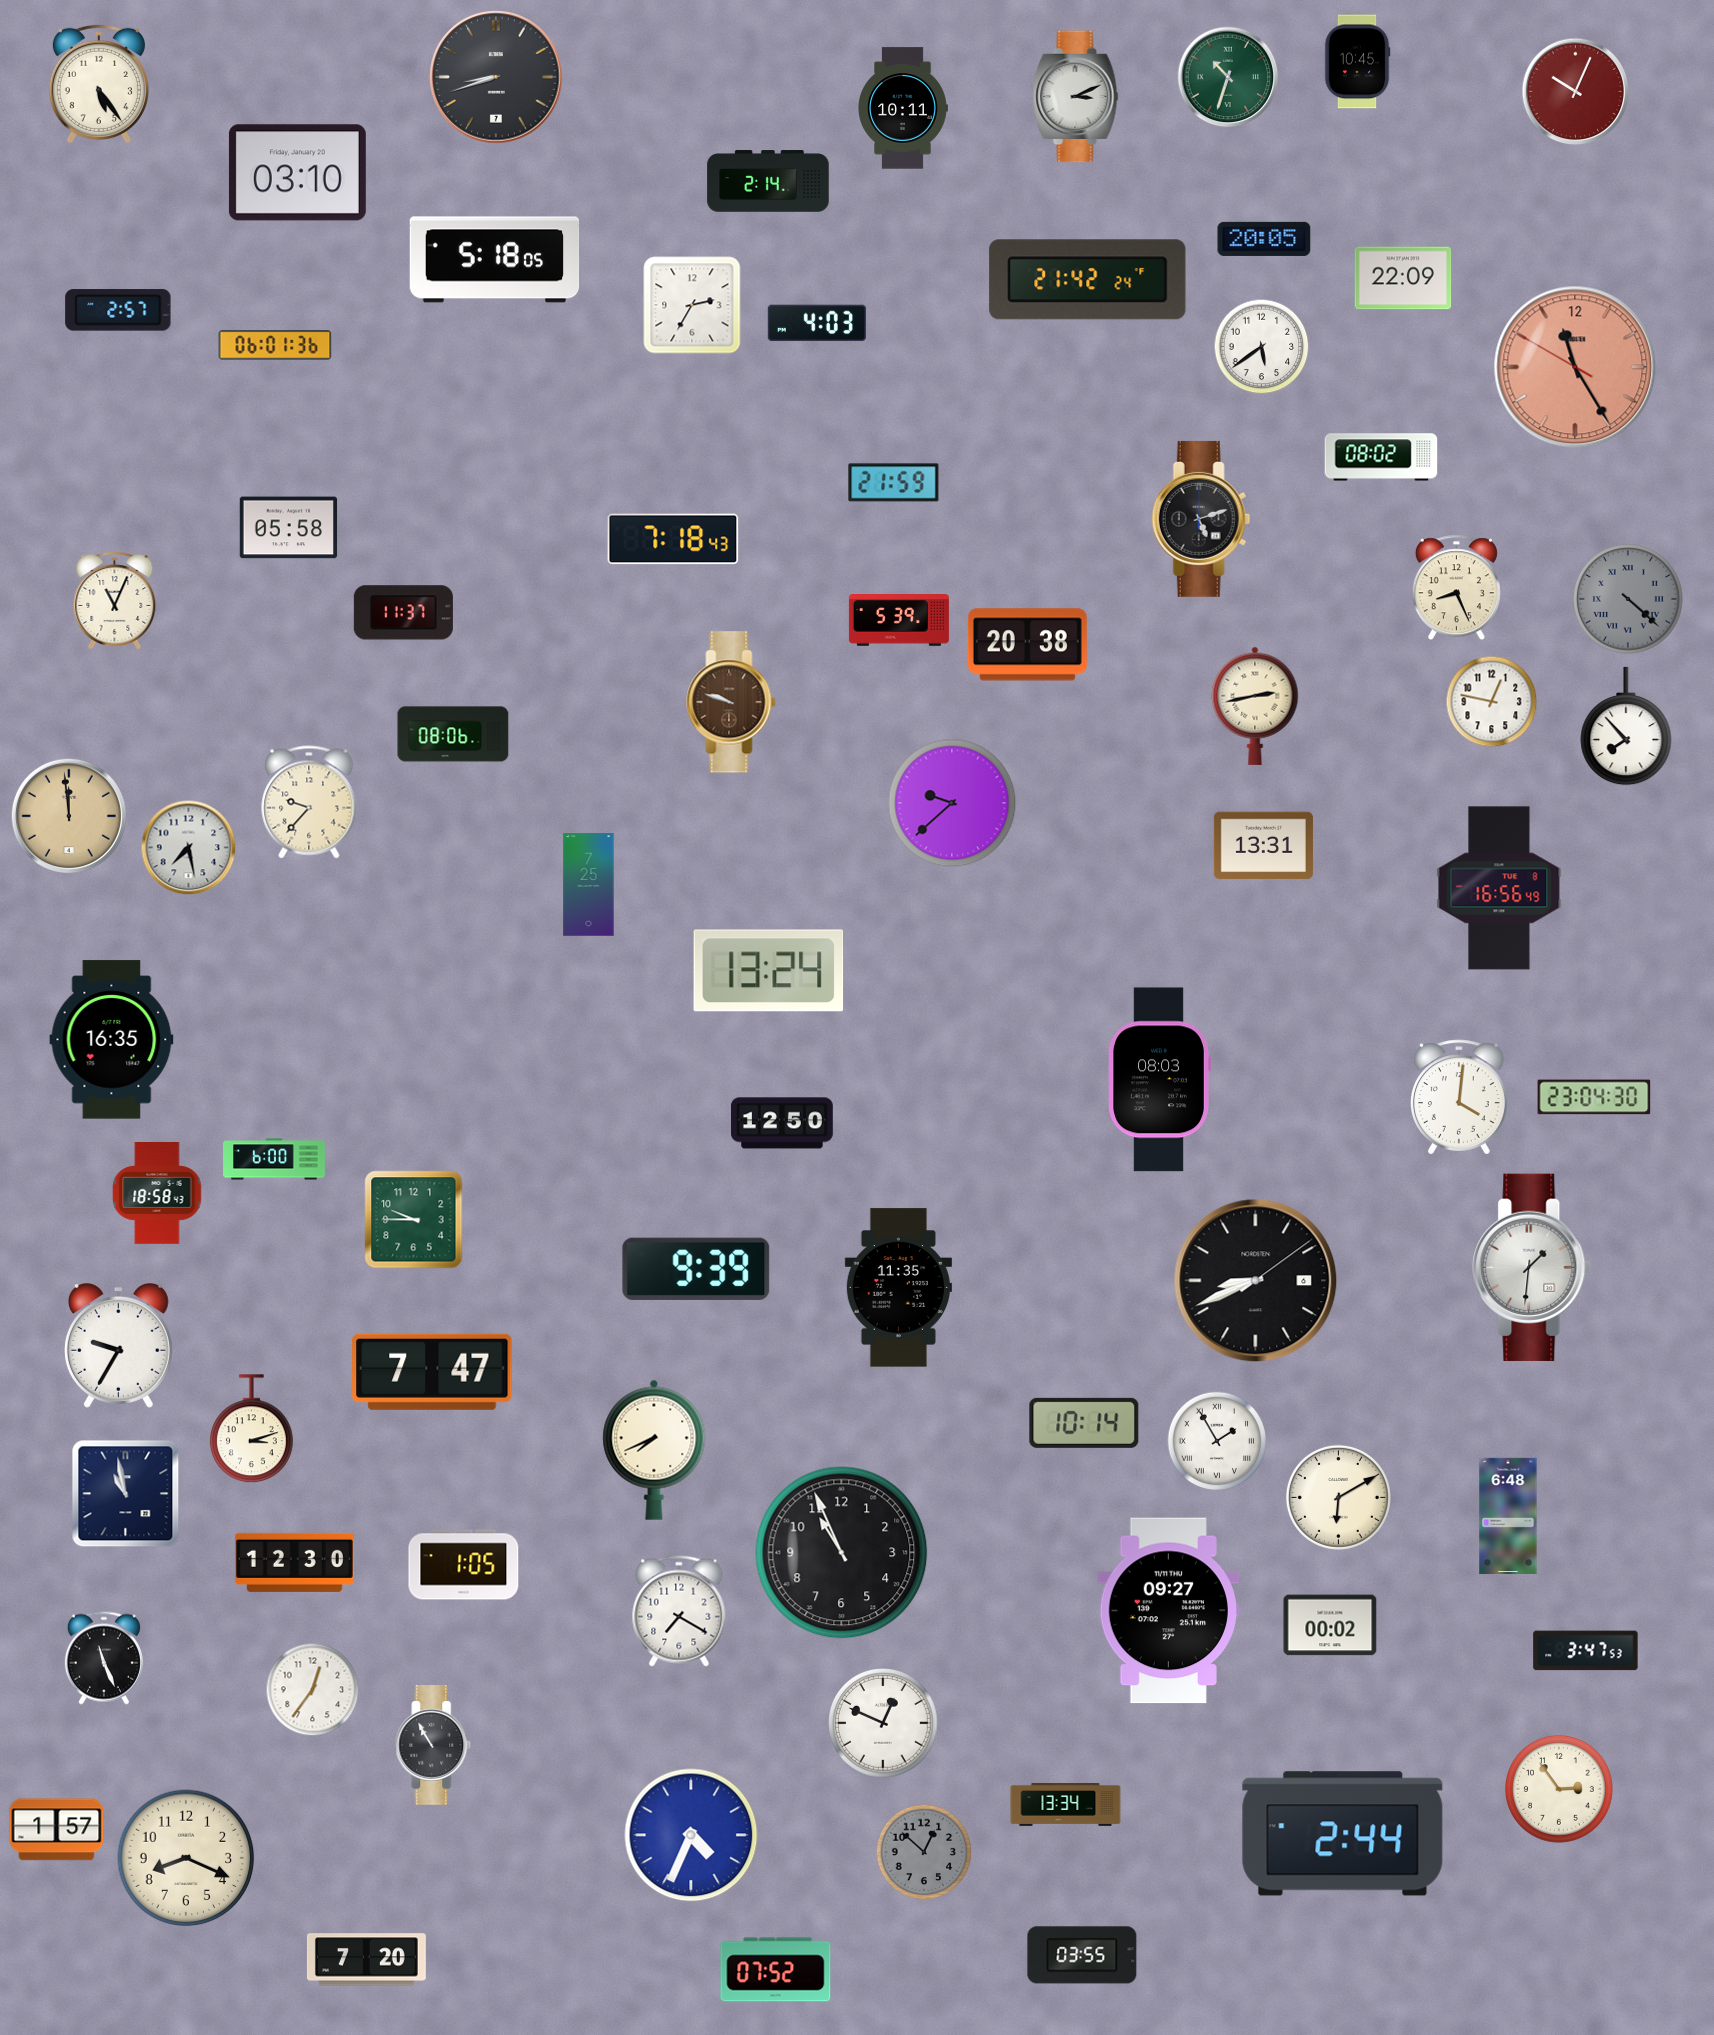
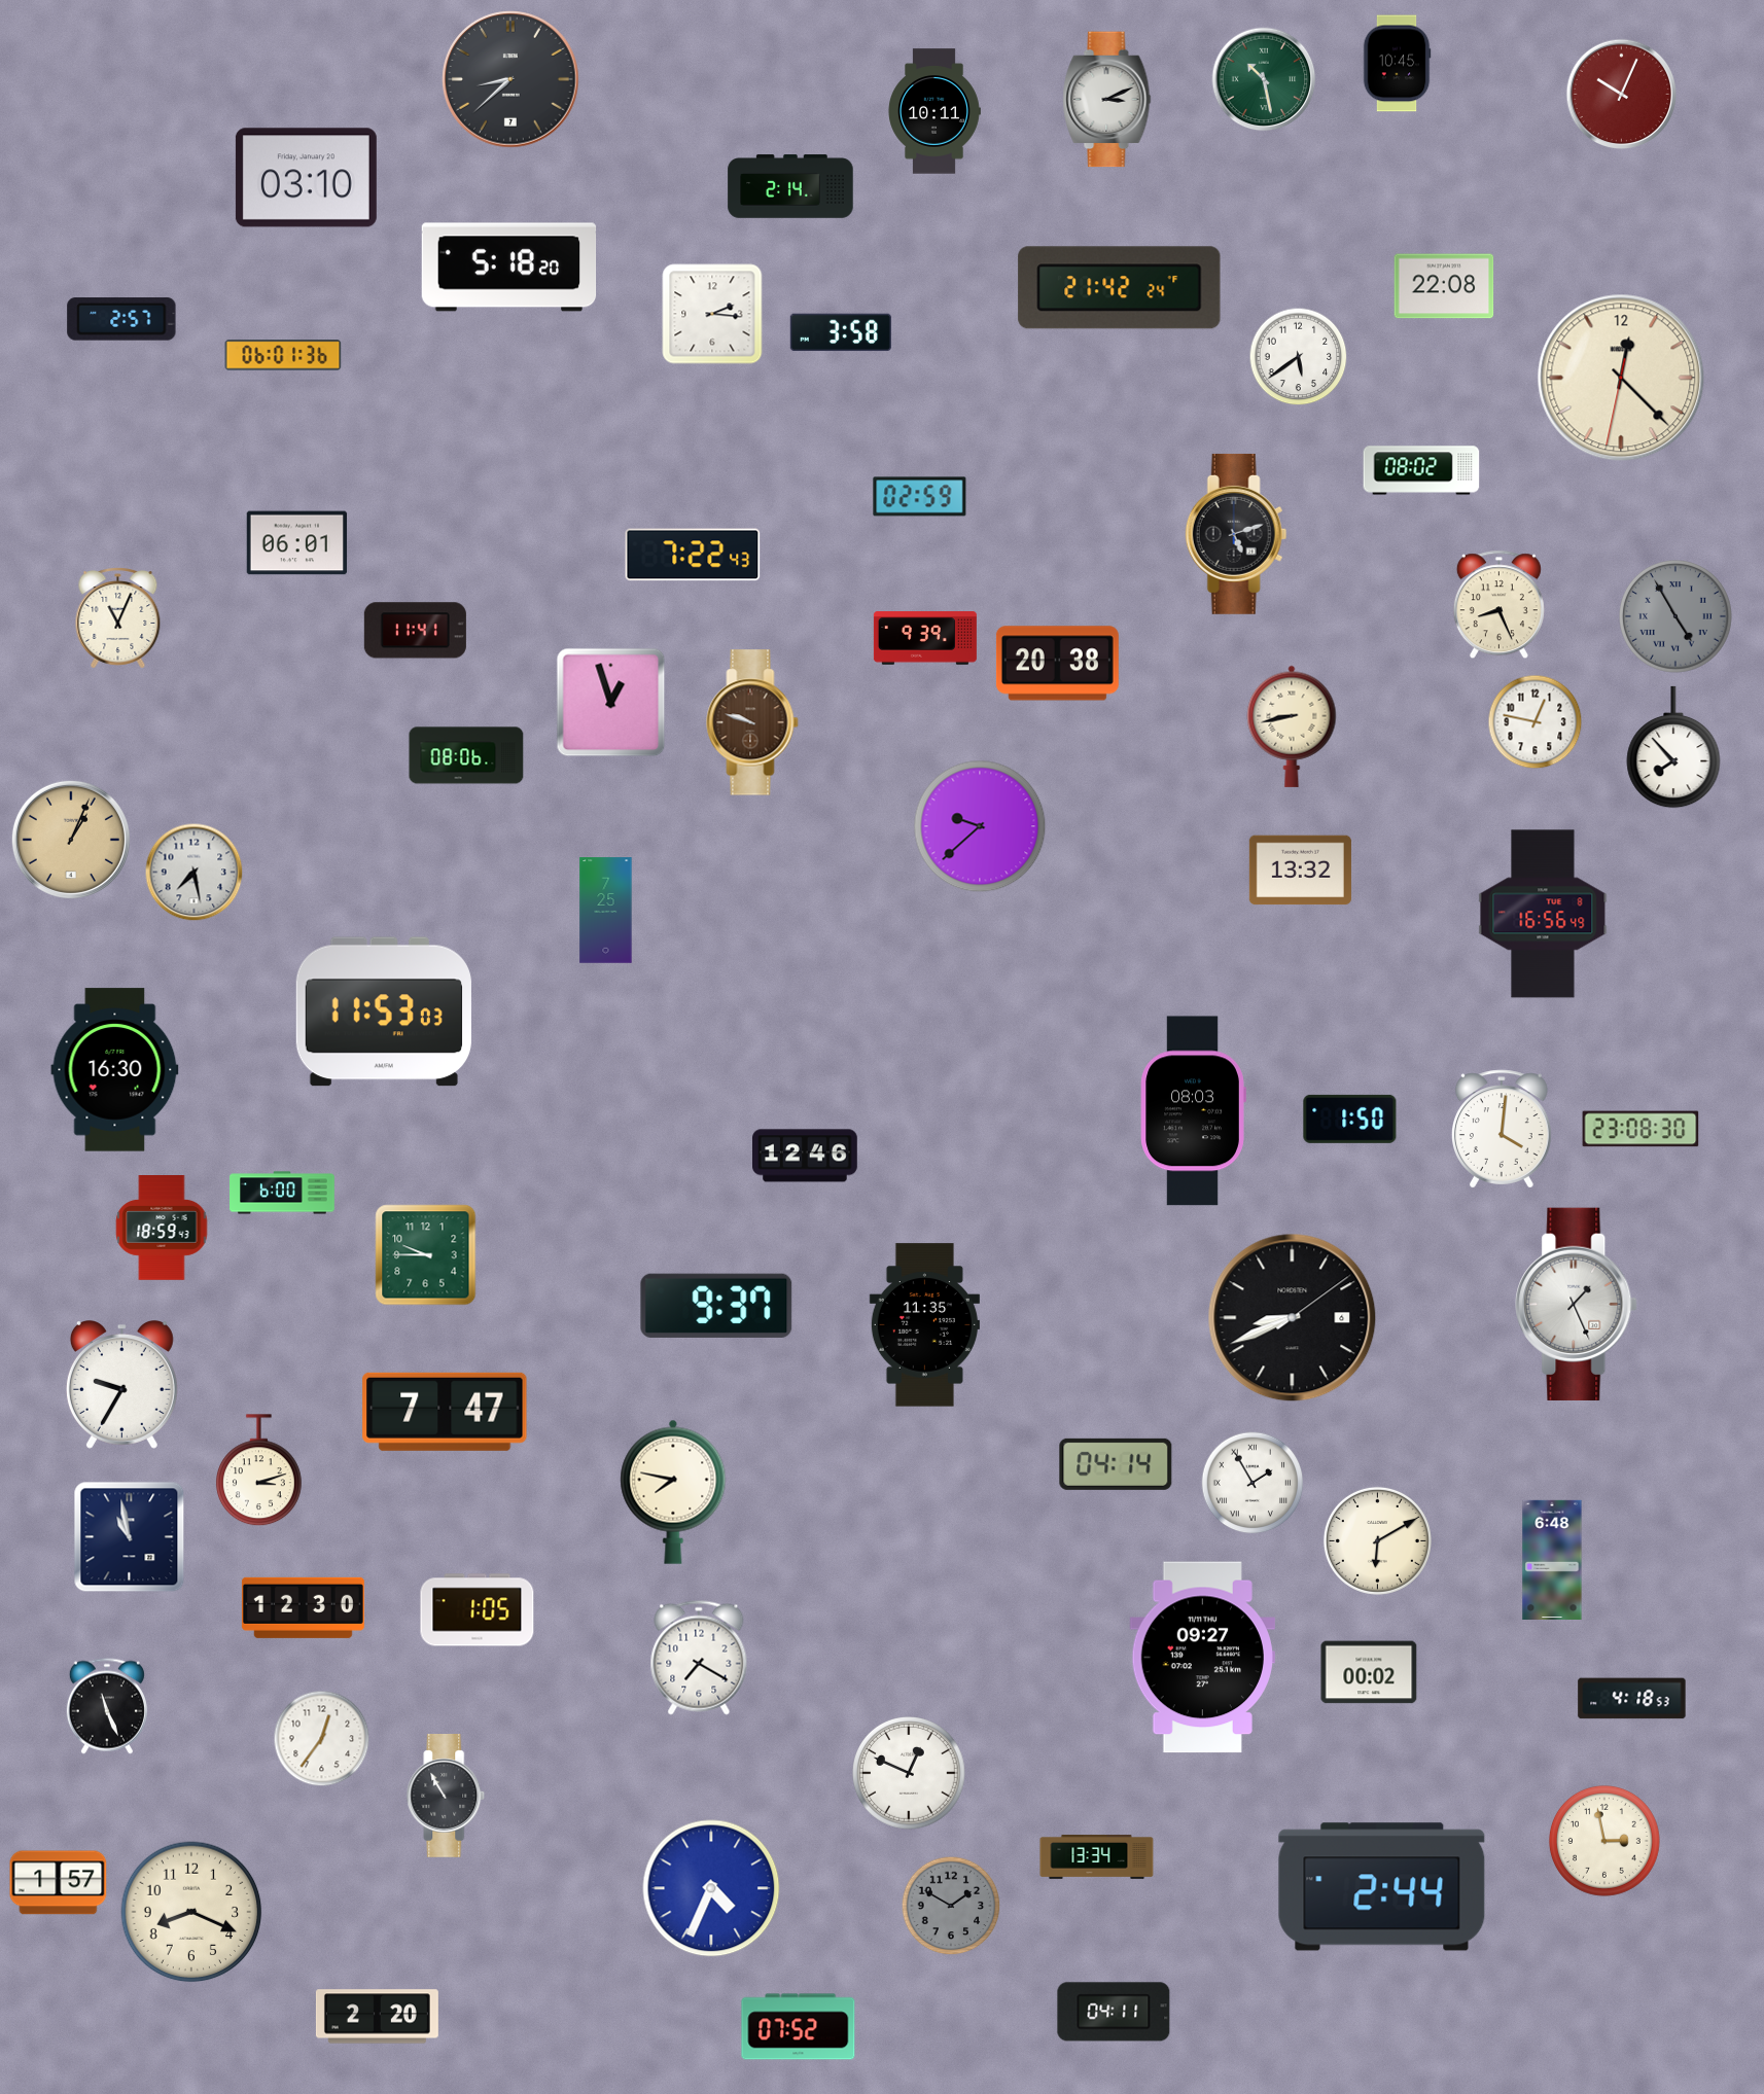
clock at (496, 77): 8:42 -> 8:38
clock at (1228, 77): 10:33 -> 10:28
clock at (99, 84): 5:24 -> none
clock at (903, 108) position: (903, 108) -> (934, 111)
clock at (1264, 239): 20:05 -> none
clock at (495, 260): 5:18:05 -> 5:18:20
clock at (1403, 278): 22:09 -> 22:08
clock at (692, 305): 2:35 -> 2:16
clock at (817, 323): 4:03 -> 3:58
clock at (1575, 367): 11:24 -> 12:22
clock at (1575, 367) dial: salmon -> cream
clock at (894, 483): 21:59 -> 02:59
clock at (289, 528): 05:58 -> 06:01
clock at (673, 539): 7:18 -> 7:22
clock at (1629, 600): 4:22 -> 4:55
clock at (403, 613): 11:37 -> 11:41
clock at (899, 621): 5:39 -> 9:39
clock at (611, 703): none -> 12:57
clock at (1255, 706): 2:43 -> 8:43
clock at (309, 802): 9:37 -> none
clock at (69, 816): 11:59 -> 1:04
clock at (1263, 846): 13:31 -> 13:32
clock at (769, 971): 13:24 -> none
clock at (384, 1011): none -> 11:53
clock at (112, 1040): 16:35 -> 16:30
clock at (1350, 1119): none -> 1:50
clock at (1594, 1097): 23:04 -> 23:08
clock at (783, 1123): 12:50 -> 12:46
clock at (157, 1194): 18:58 -> 18:59
clock at (1532, 1267): 1:31 -> 1:26
clock at (696, 1269): 9:39 -> 9:37
clock at (1084, 1423): 10:14 -> 04:14
clock at (654, 1450): 7:41 -> 7:47
clock at (842, 1553): 10:56 -> none
clock at (1586, 1651): 3:47 -> 4:18
clock at (1559, 1789): 2:54 -> 2:58
clock at (924, 1852): 12:52 -> 1:50
clock at (1082, 1955): 03:55 -> 04:11
clock at (366, 1960): 7:20 -> 2:20
